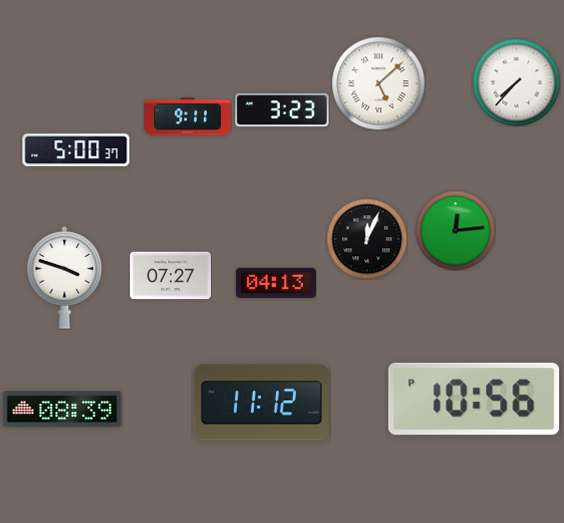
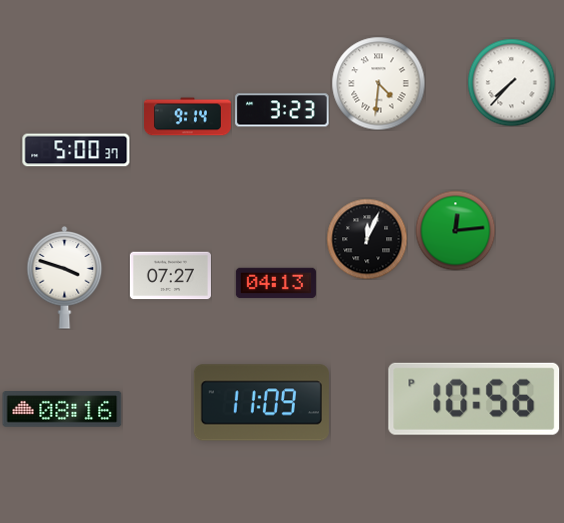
clock at (516, 82) position: (516, 82) -> (511, 82)
clock at (378, 83): 5:08 -> 4:31
clock at (188, 117): 9:11 -> 9:14
clock at (261, 403): 11:12 -> 11:09
clock at (62, 410): 08:39 -> 08:16
